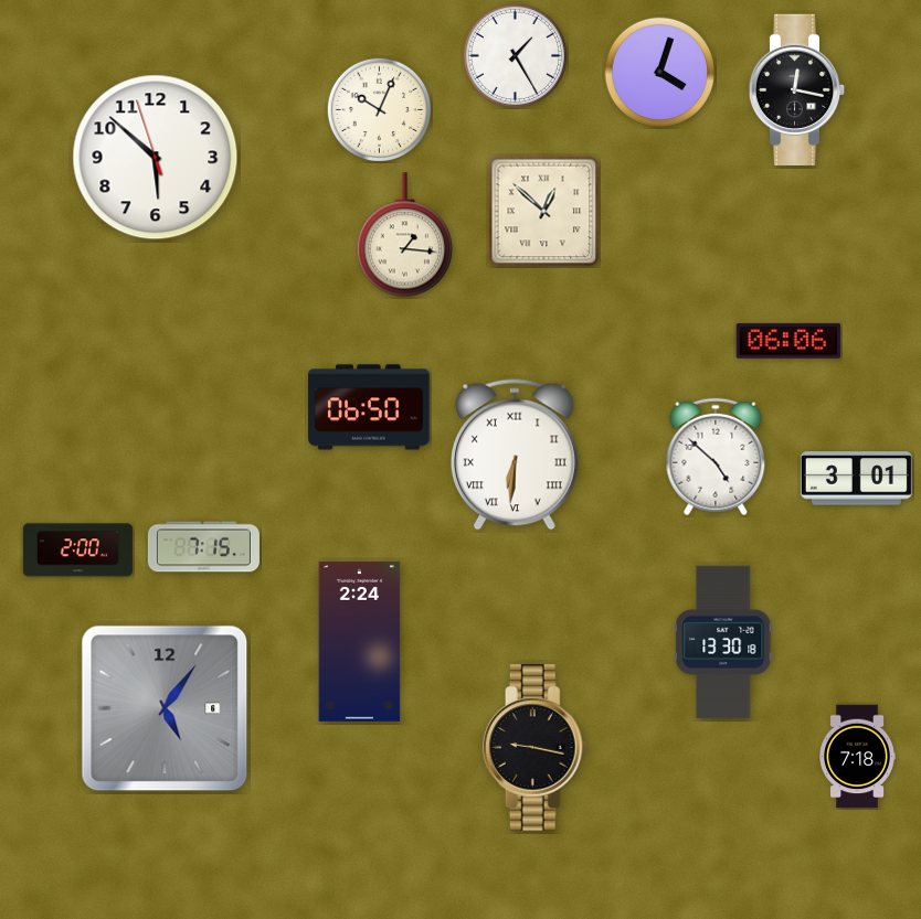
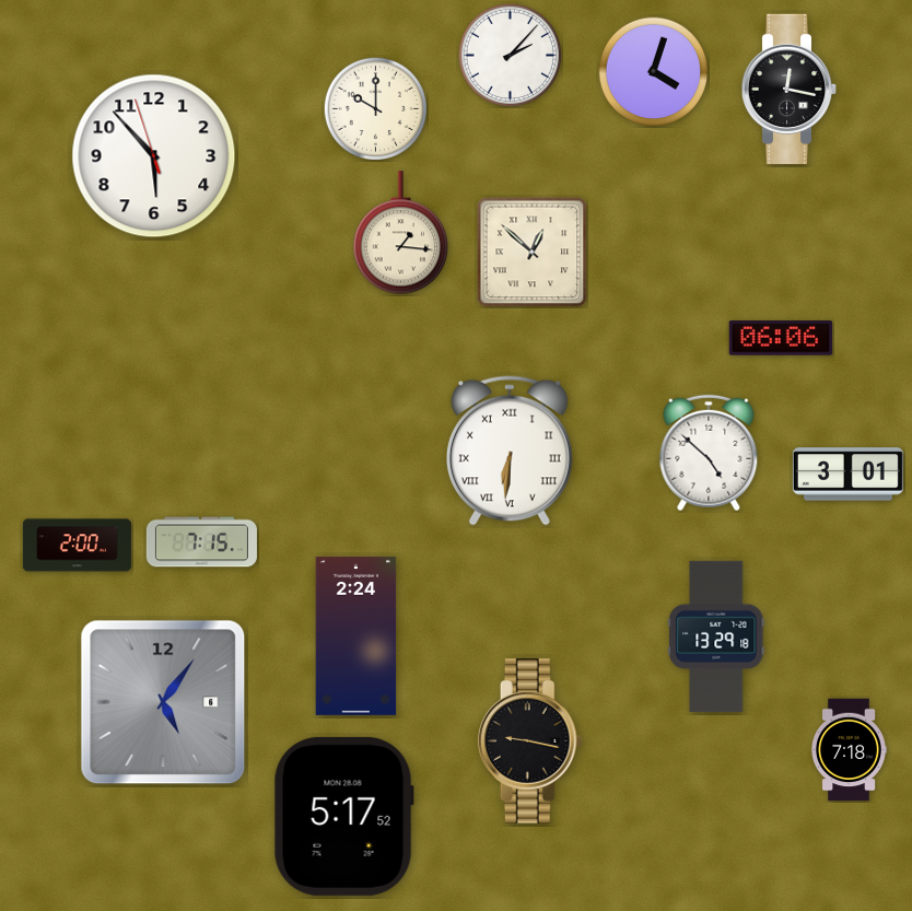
clock at (515, 55): 1:25 -> 2:07
clock at (379, 109): 10:04 -> 10:00
clock at (156, 158): 5:51 -> 5:52
clock at (544, 212) position: (544, 212) -> (533, 253)
clock at (369, 407): 06:50 -> none
clock at (723, 642): 13:30 -> 13:29
clock at (343, 816): none -> 5:17
